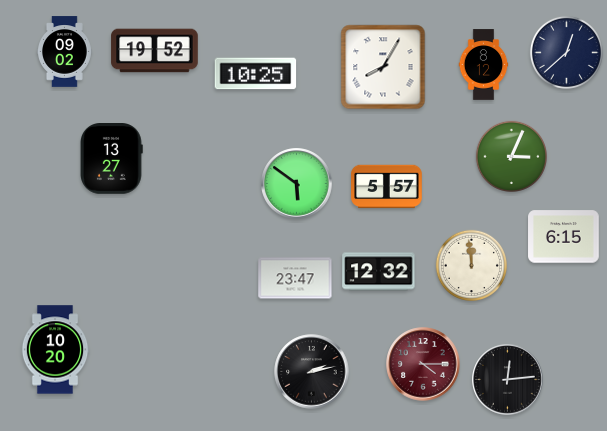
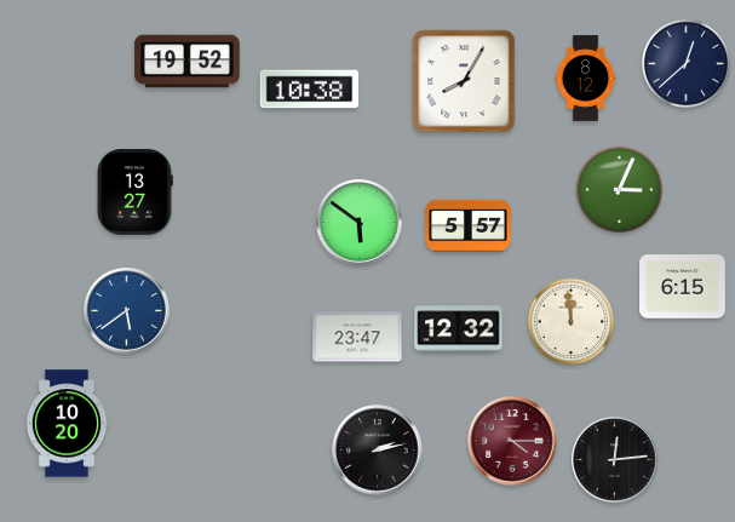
clock at (65, 52): 09:02 -> none
clock at (256, 74): 10:25 -> 10:38
clock at (127, 311): none -> 5:39
